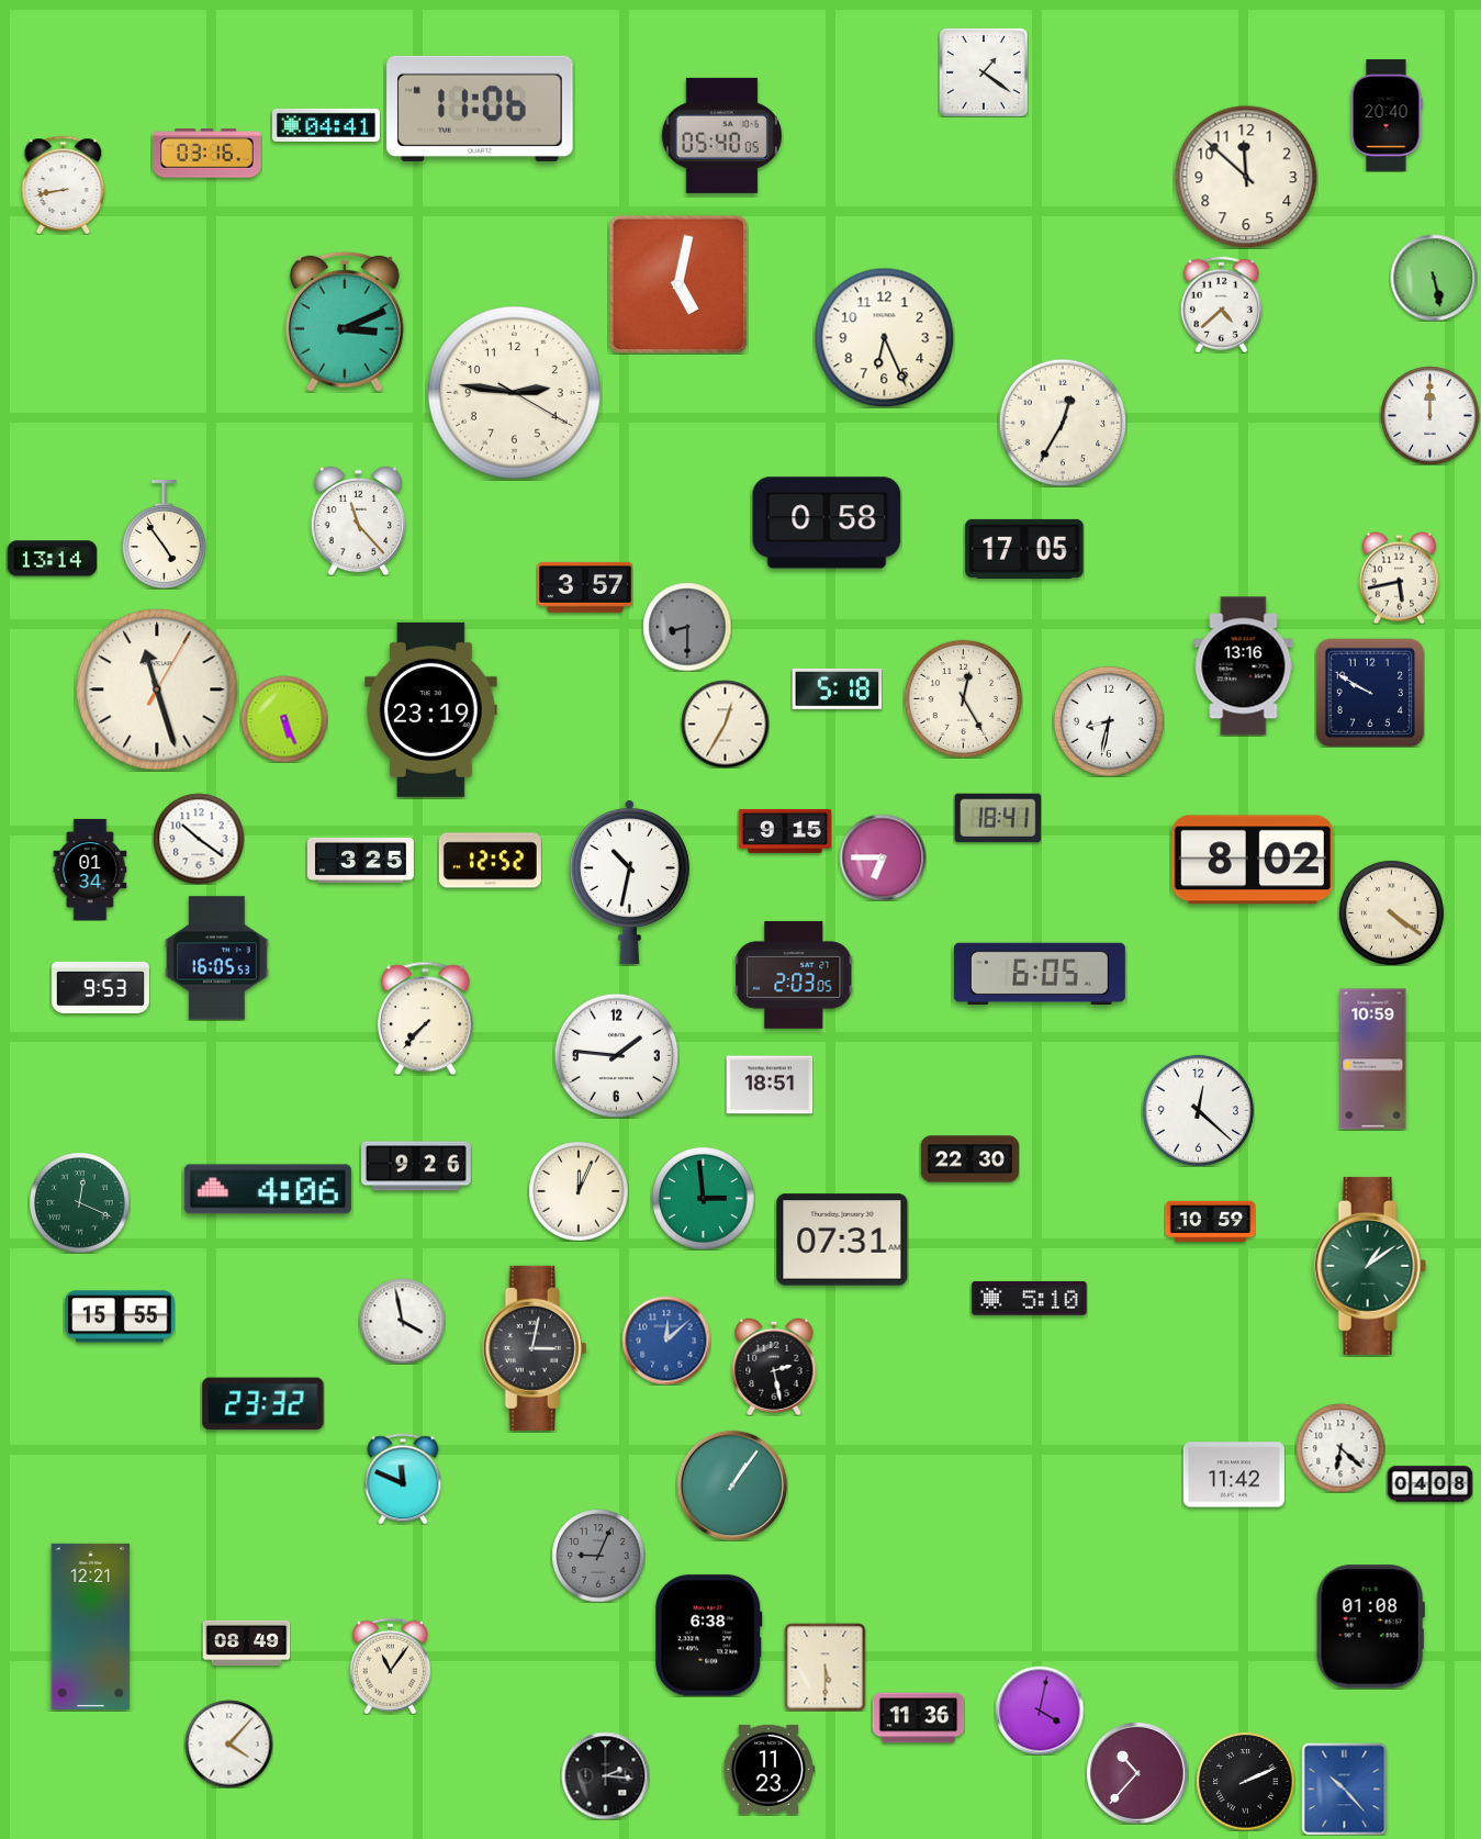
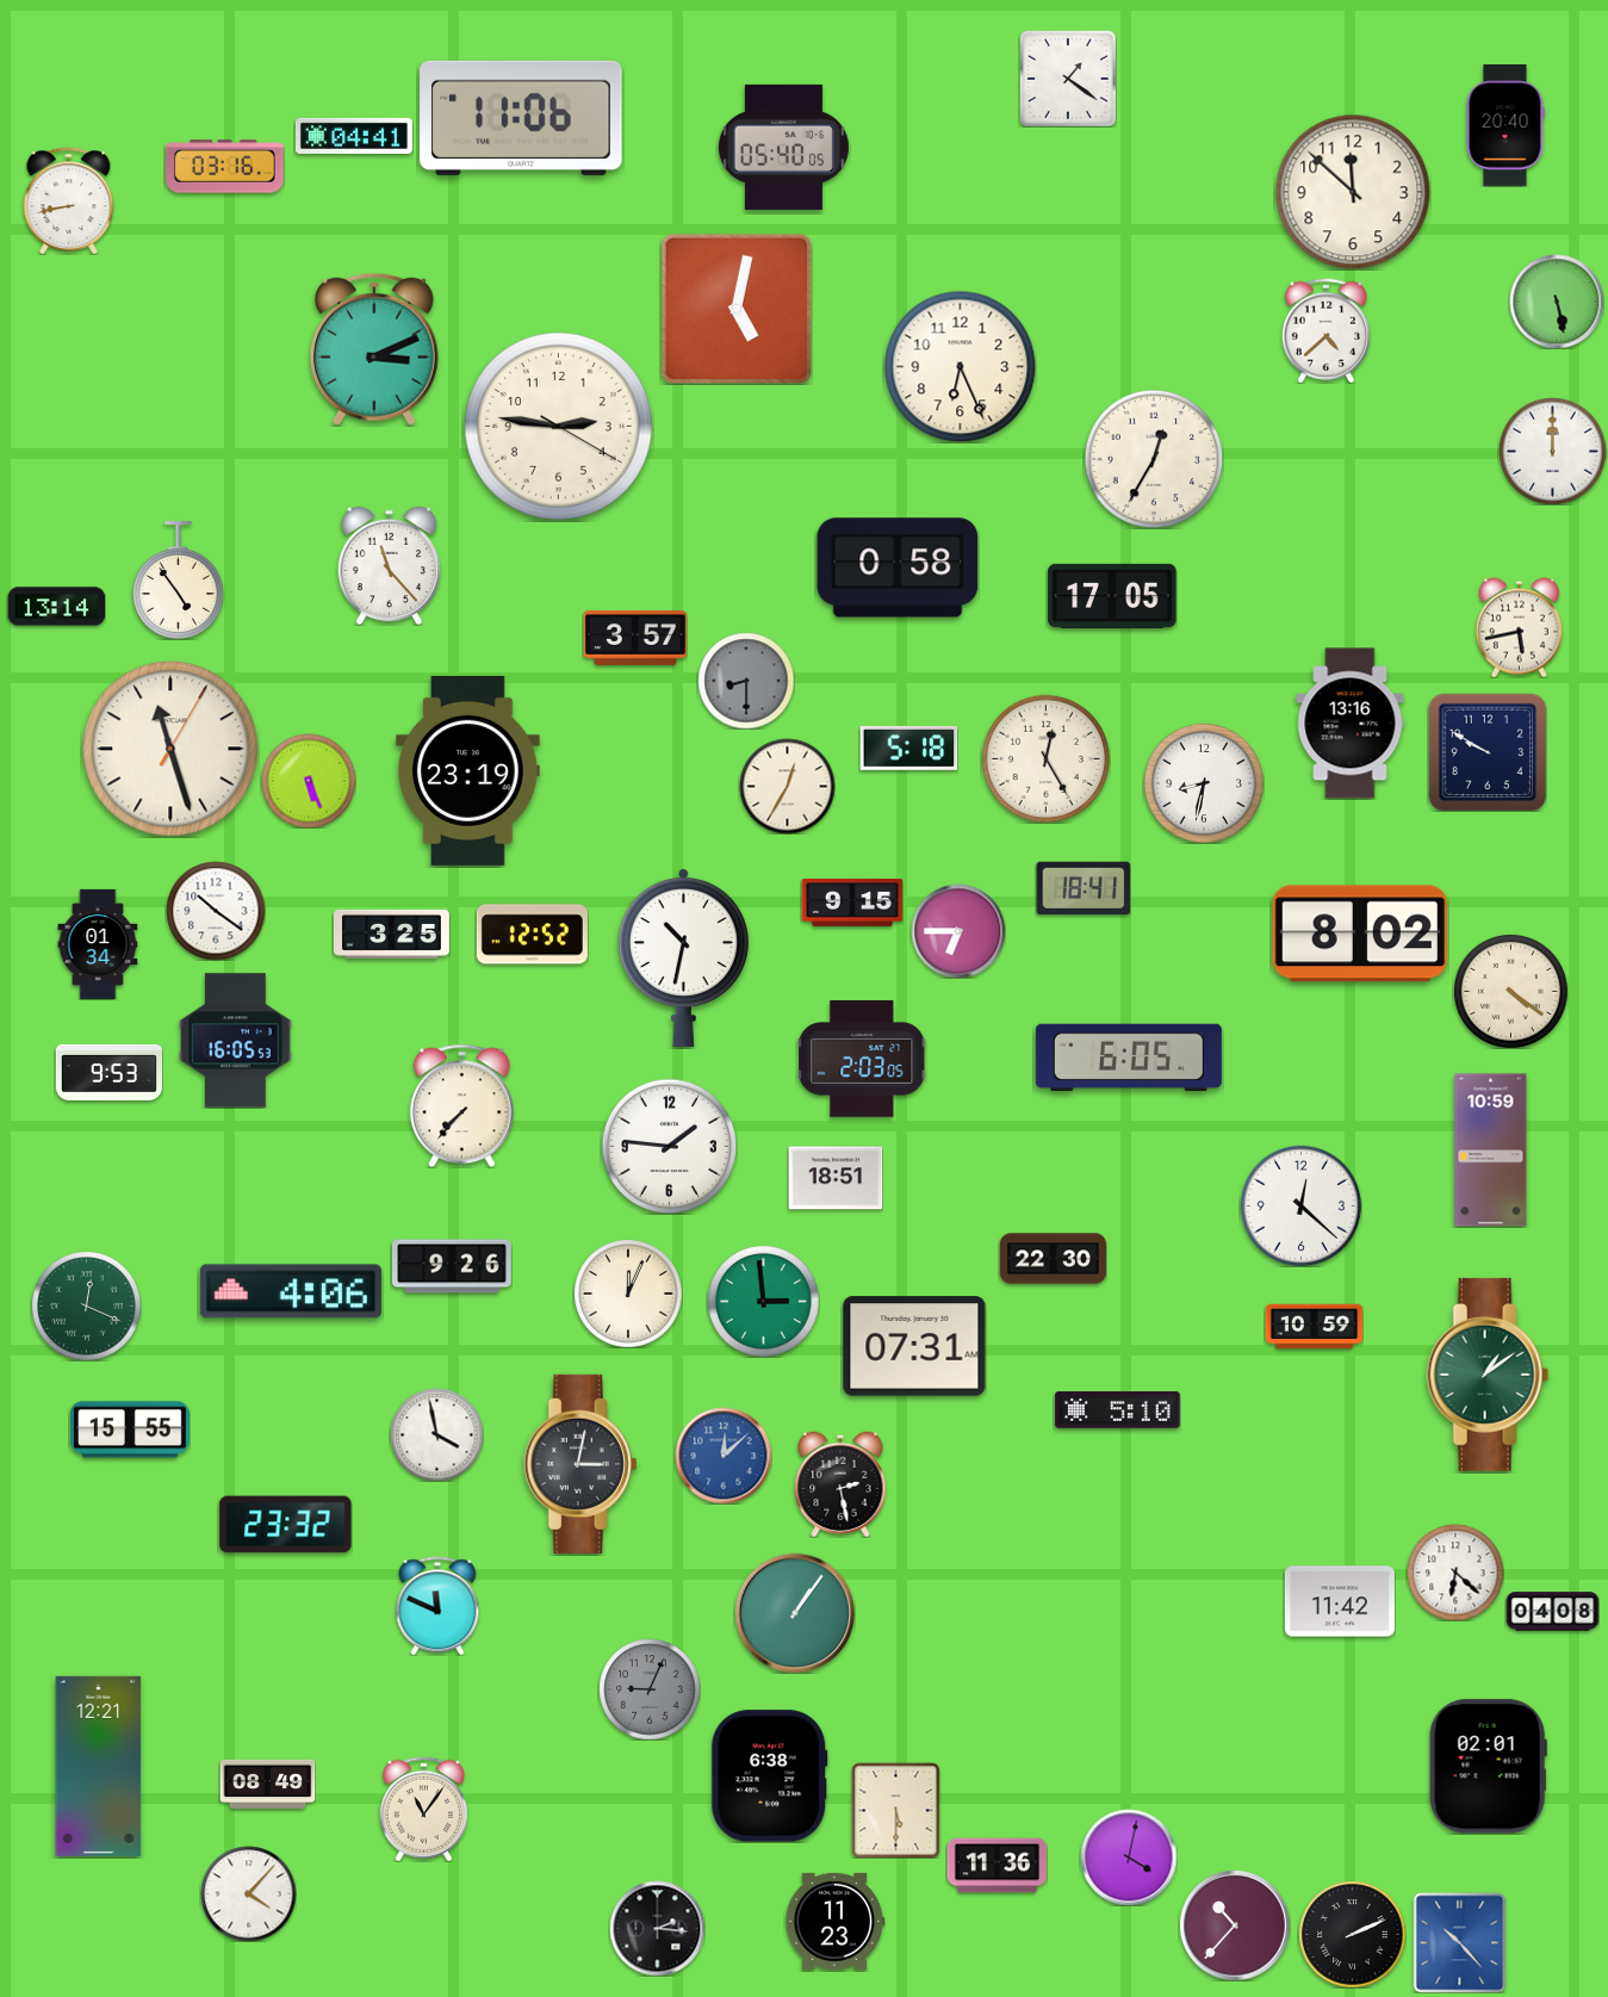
clock at (1370, 1627): 01:08 -> 02:01
